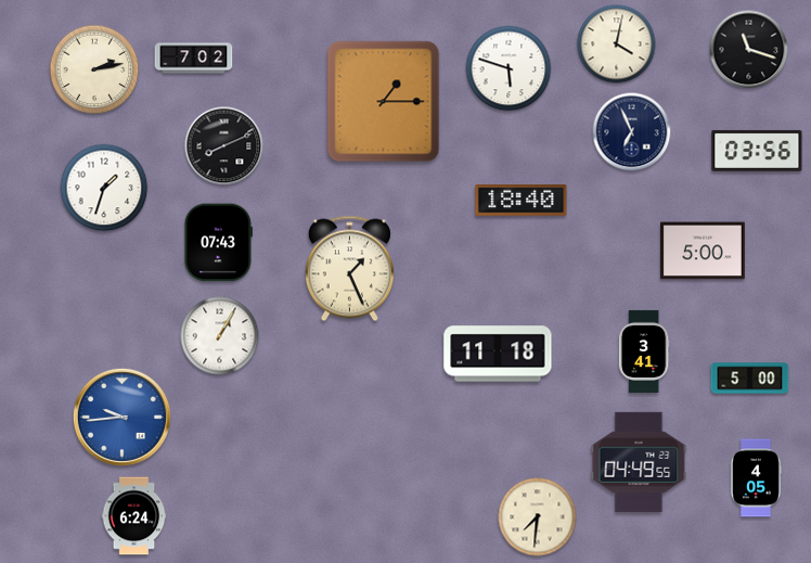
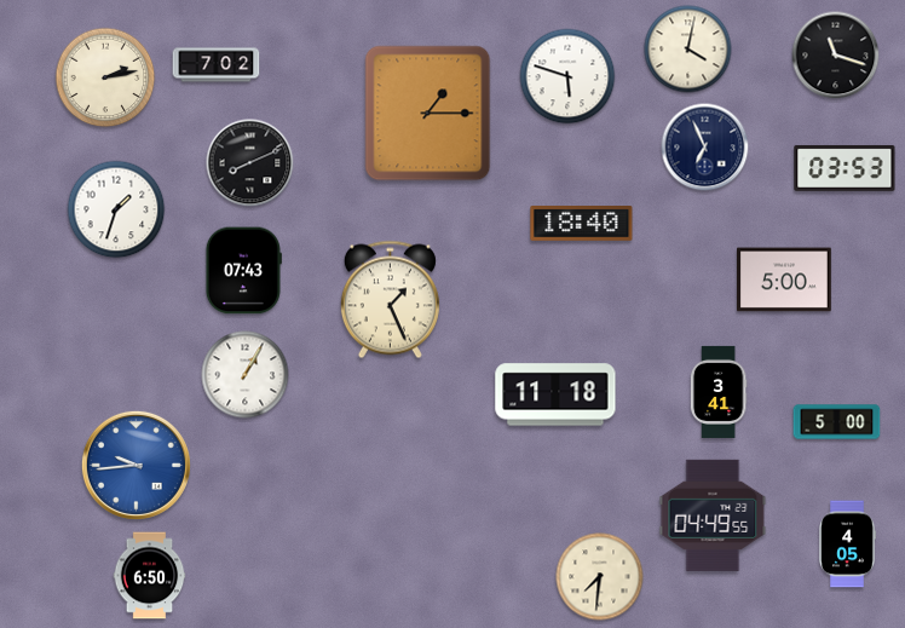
clock at (757, 151): 03:56 -> 03:53
clock at (757, 478) position: (757, 478) -> (848, 545)
clock at (134, 516): 6:24 -> 6:50
